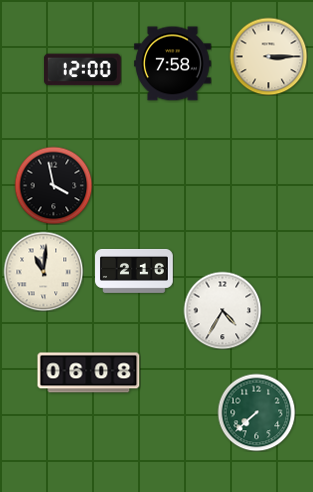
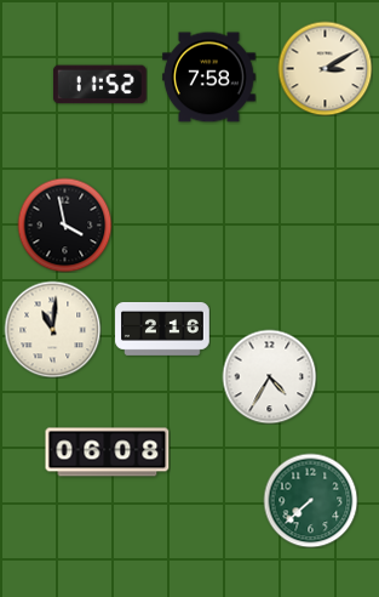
clock at (268, 56): 3:15 -> 3:10
clock at (82, 70): 12:00 -> 11:52
